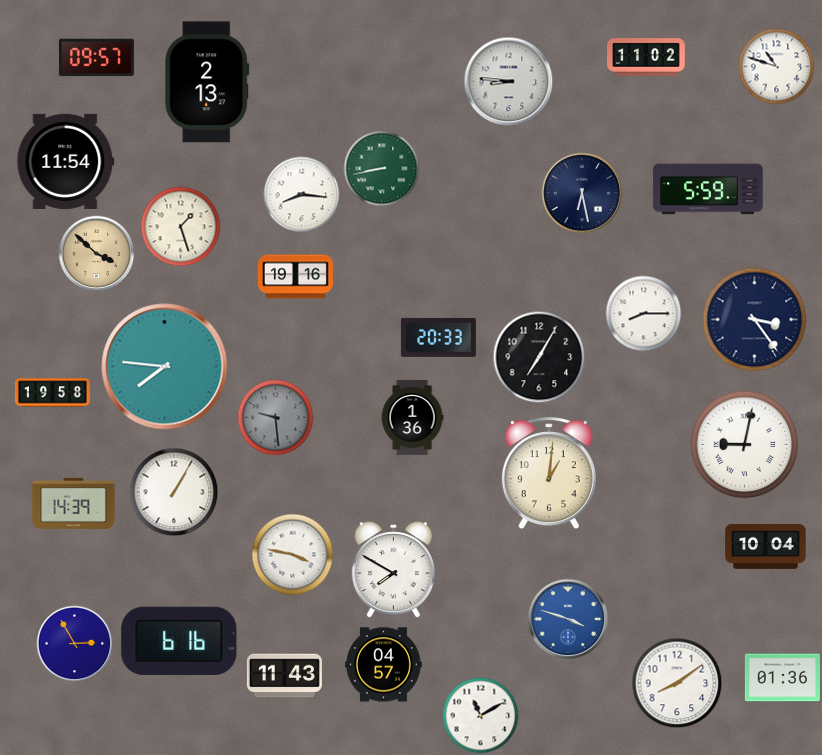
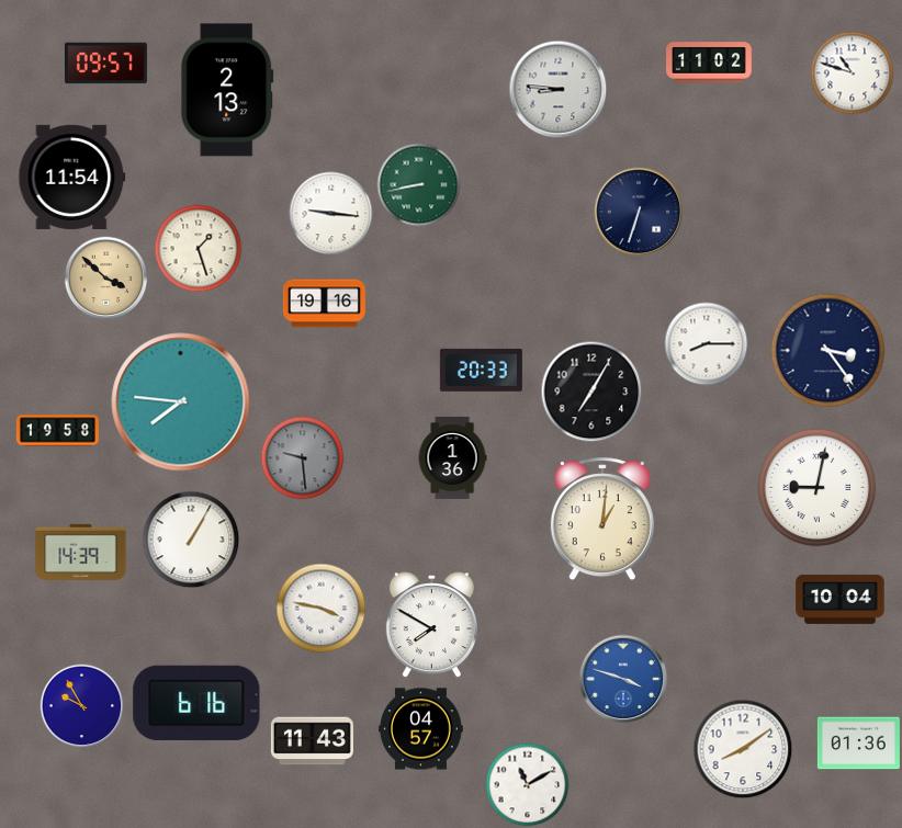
clock at (708, 189): 5:59 -> none
clock at (582, 193): 6:28 -> 6:33
clock at (302, 195): 8:16 -> 9:16
clock at (75, 644): 2:55 -> 9:55
